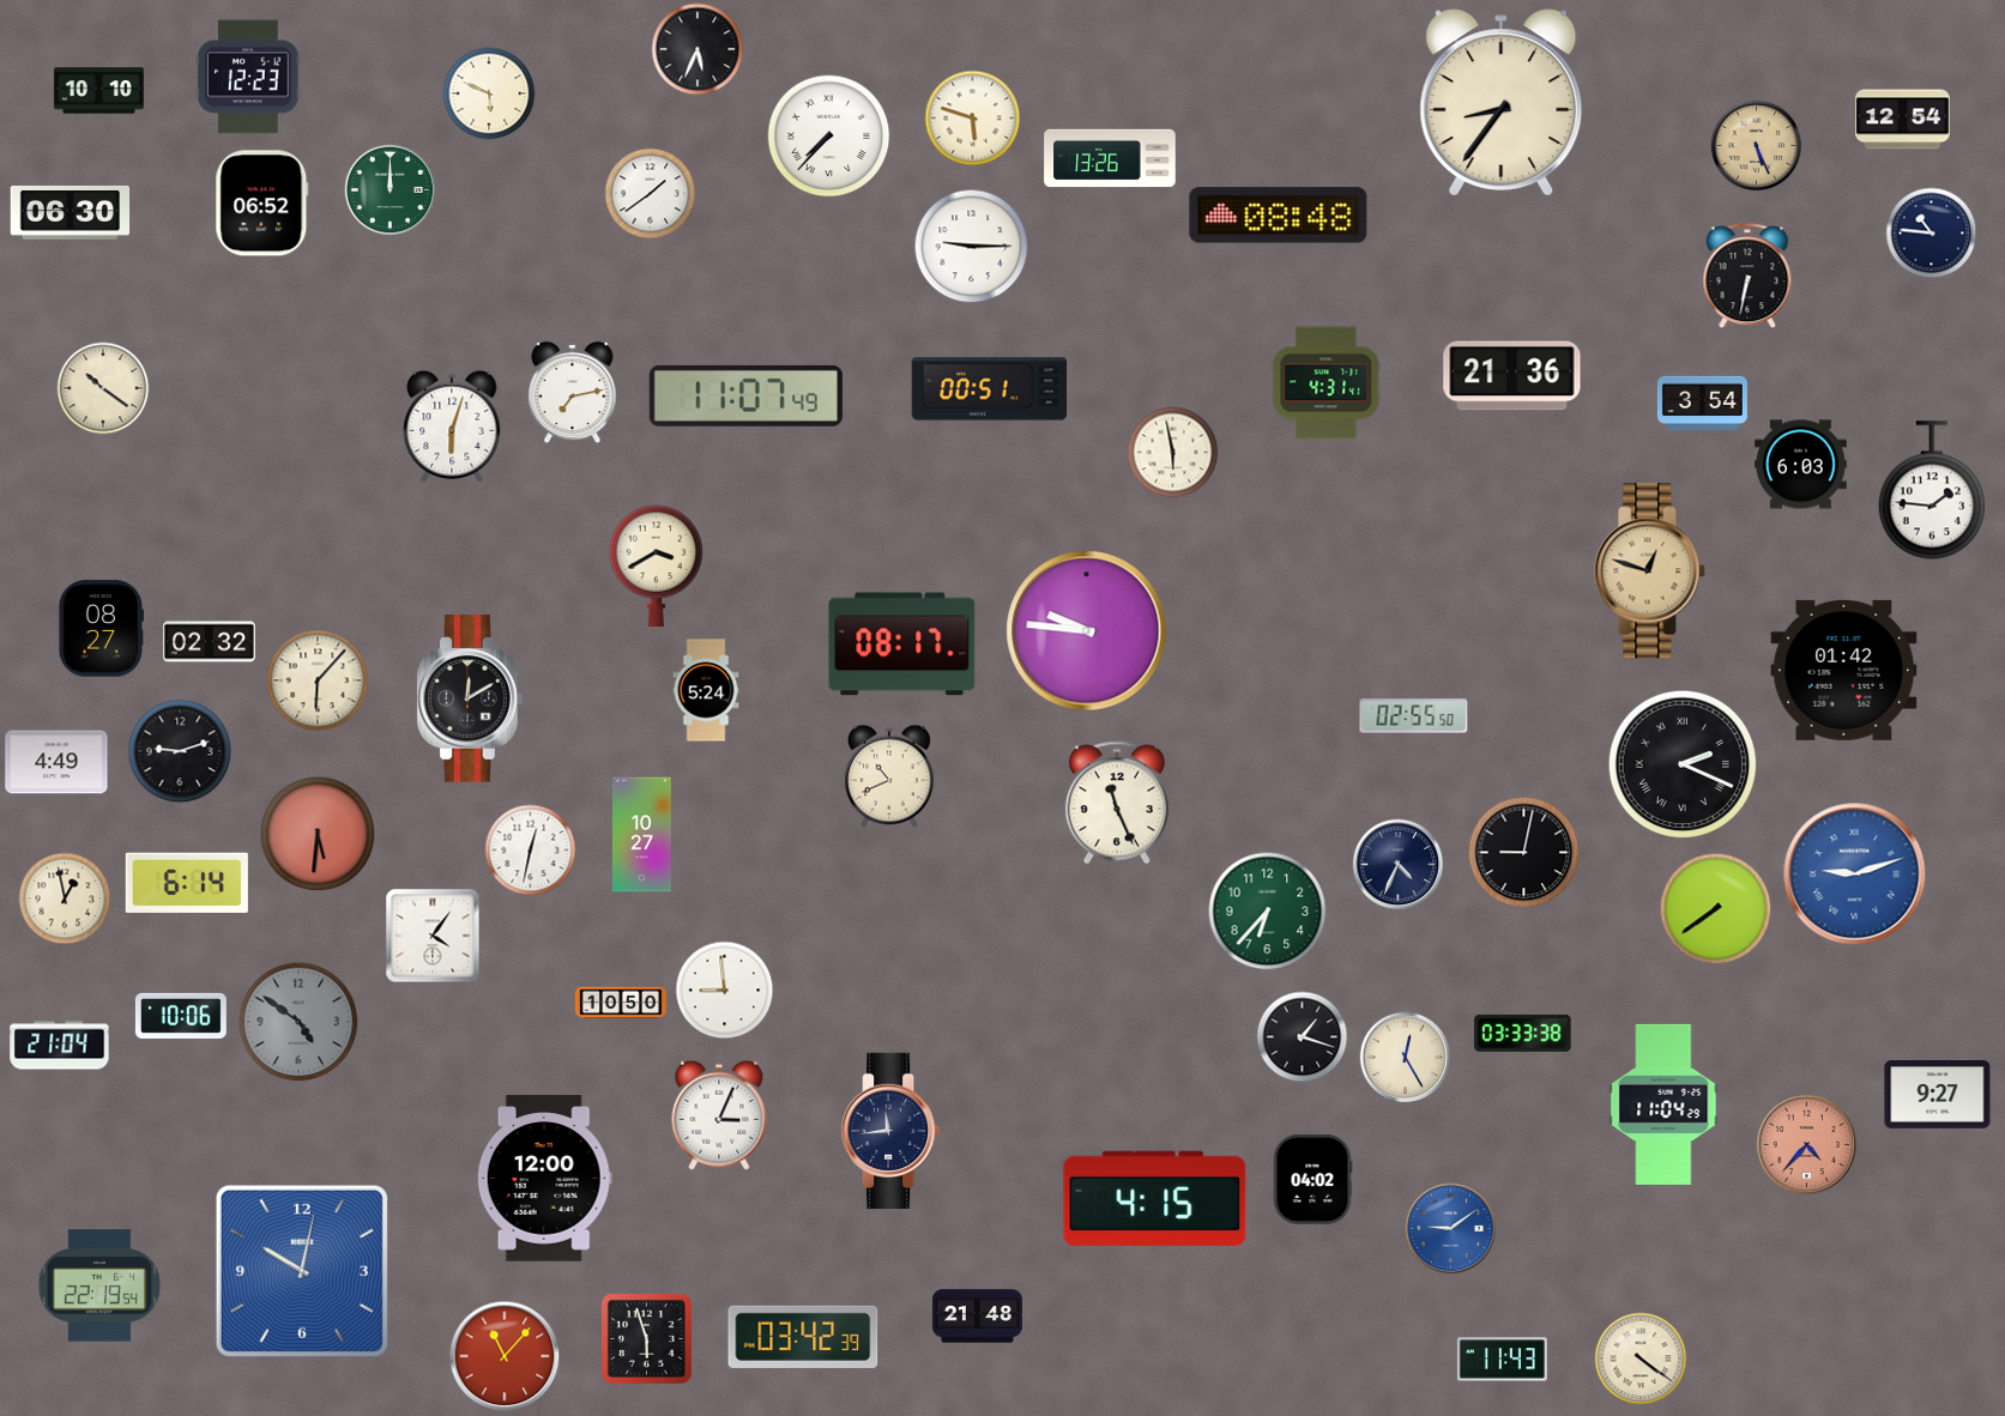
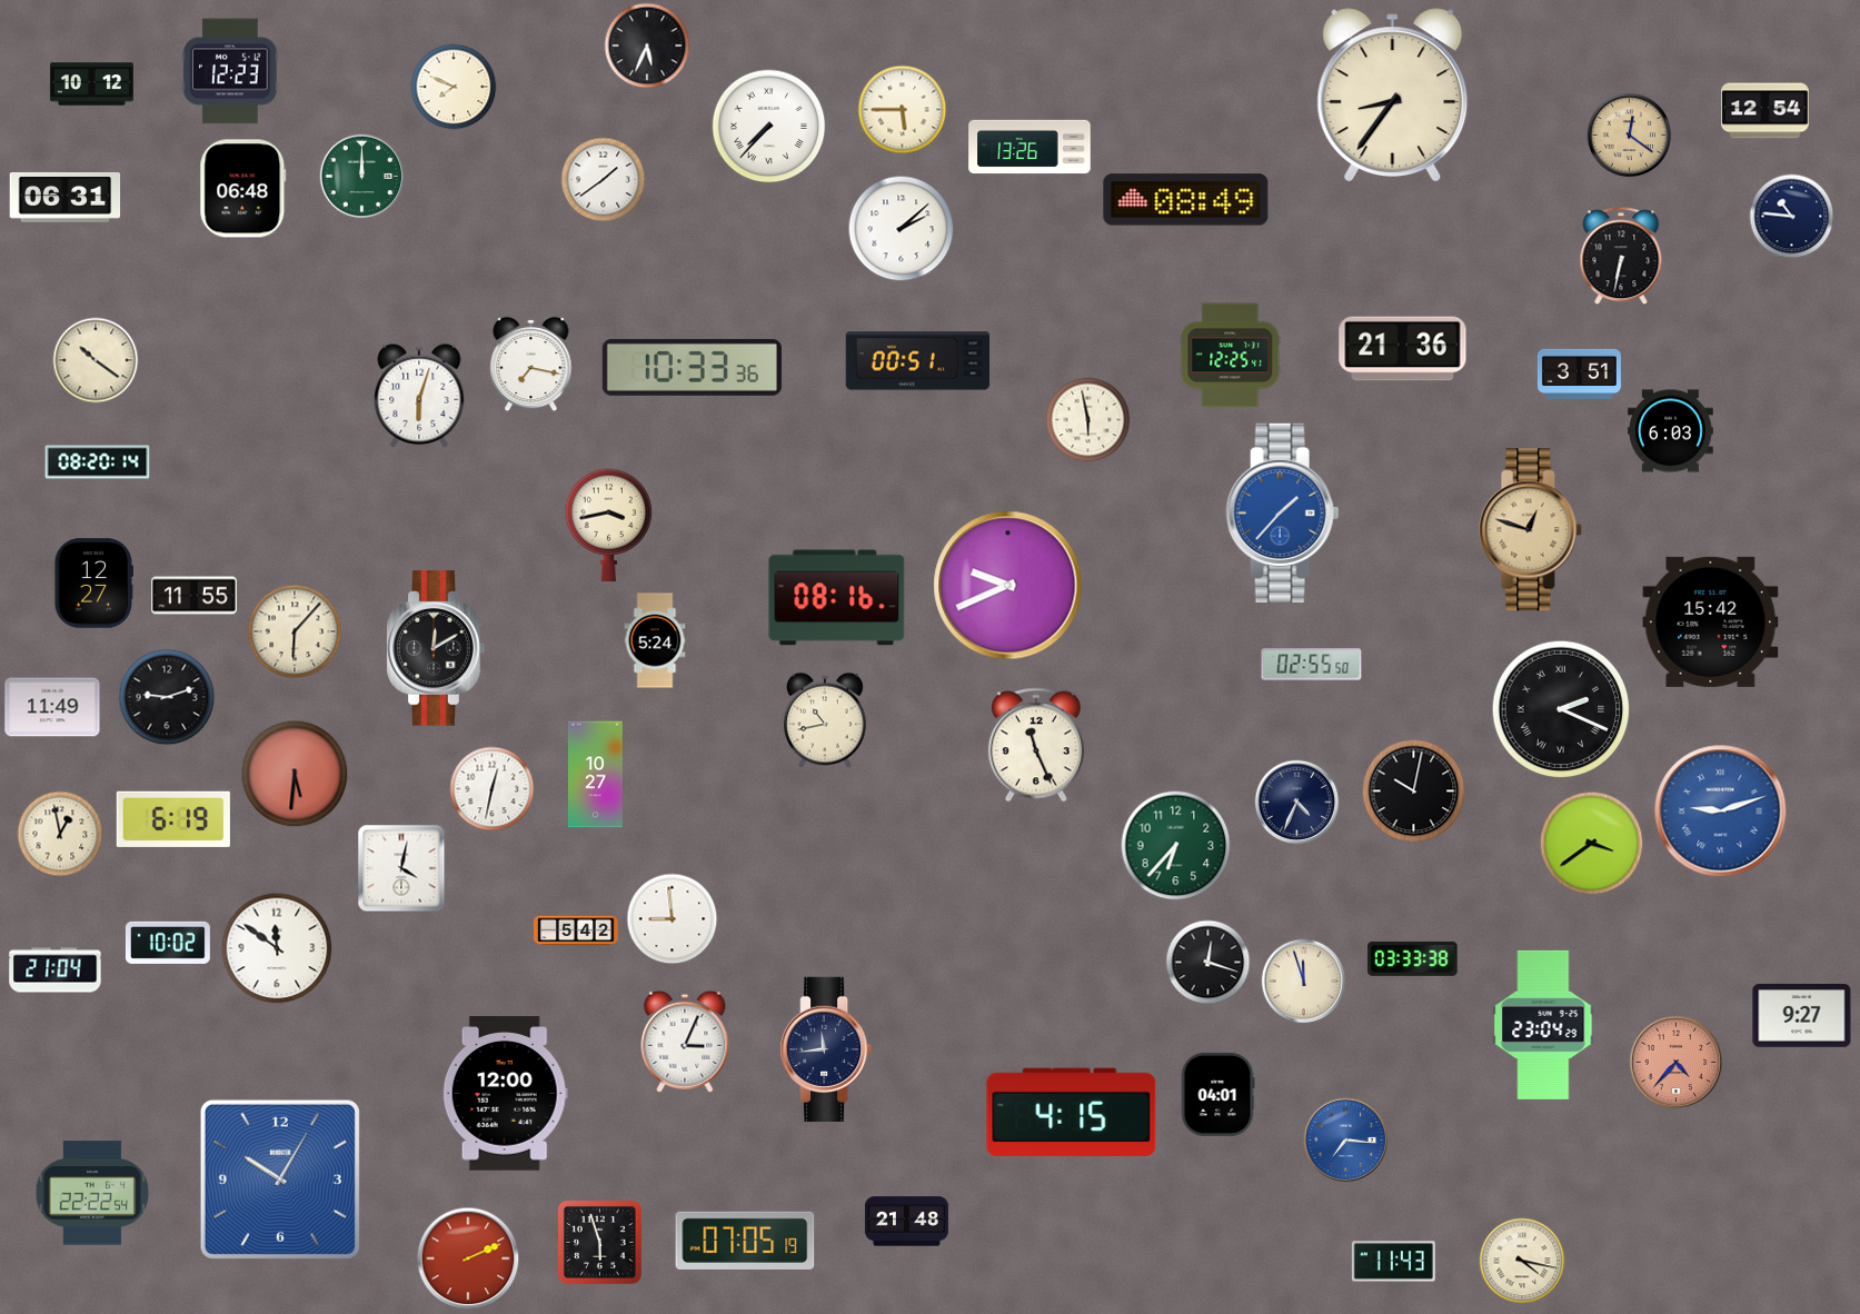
clock at (98, 91): 10:10 -> 10:12
clock at (489, 93): 5:49 -> 7:49
clock at (973, 119): 5:48 -> 5:45
clock at (1757, 146): 5:26 -> 12:21
clock at (262, 204): 06:52 -> 06:48
clock at (71, 212): 06:30 -> 06:31
clock at (1279, 216): 08:48 -> 08:49
clock at (972, 247): 9:15 -> 2:08
clock at (1327, 383): 4:31 -> 12:25
clock at (573, 393): 7:13 -> 7:17
clock at (745, 395): 11:07 -> 10:33
clock at (1702, 403): 3:54 -> 3:51
clock at (1932, 490): 1:46 -> none
clock at (98, 462): none -> 08:20
clock at (1283, 512): none -> 1:37
clock at (657, 565): 3:40 -> 3:43
clock at (101, 629): 08:27 -> 12:27
clock at (1087, 631): 9:46 -> 9:41
clock at (210, 642): 02:32 -> 11:55
clock at (902, 645): 08:17 -> 08:16
clock at (1844, 670): 01:42 -> 15:42
clock at (56, 762): 4:49 -> 11:49
clock at (890, 776): 10:41 -> 10:43
clock at (1524, 853): 9:02 -> 10:02
clock at (187, 883): 6:14 -> 6:19
clock at (1716, 909): 7:39 -> 3:39
clock at (433, 936): 4:06 -> 4:02
clock at (621, 1003): 10:50 -> 5:42
clock at (181, 1016): 10:06 -> 10:02
clock at (298, 1022): 4:51 -> 11:51
clock at (298, 1022) dial: grey -> white
clock at (1303, 1037): 1:18 -> 12:18
clock at (1406, 1058): 12:25 -> 11:57
clock at (1938, 1095) position: (1938, 1095) -> (1802, 1016)
clock at (1663, 1105): 11:04 -> 23:04
clock at (719, 1115) position: (719, 1115) -> (685, 1042)
clock at (1312, 1179): 04:02 -> 04:01
clock at (1451, 1229): 9:09 -> 7:16
clock at (302, 1271): 10:02 -> 10:05
clock at (99, 1285): 22:19 -> 22:22
clock at (803, 1337): 03:42 -> 07:05
clock at (505, 1356): 11:07 -> 2:11
clock at (1641, 1358): 4:21 -> 4:17
